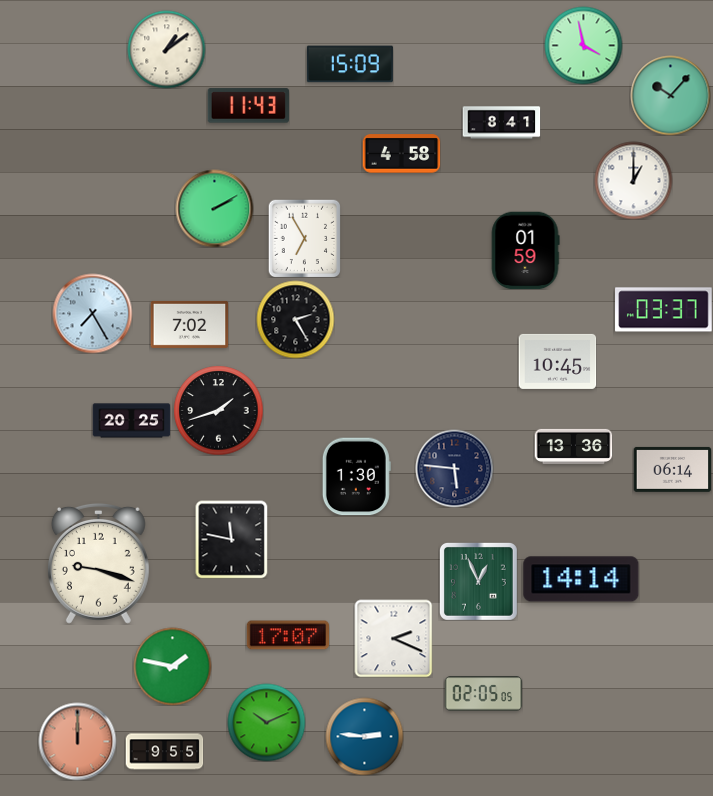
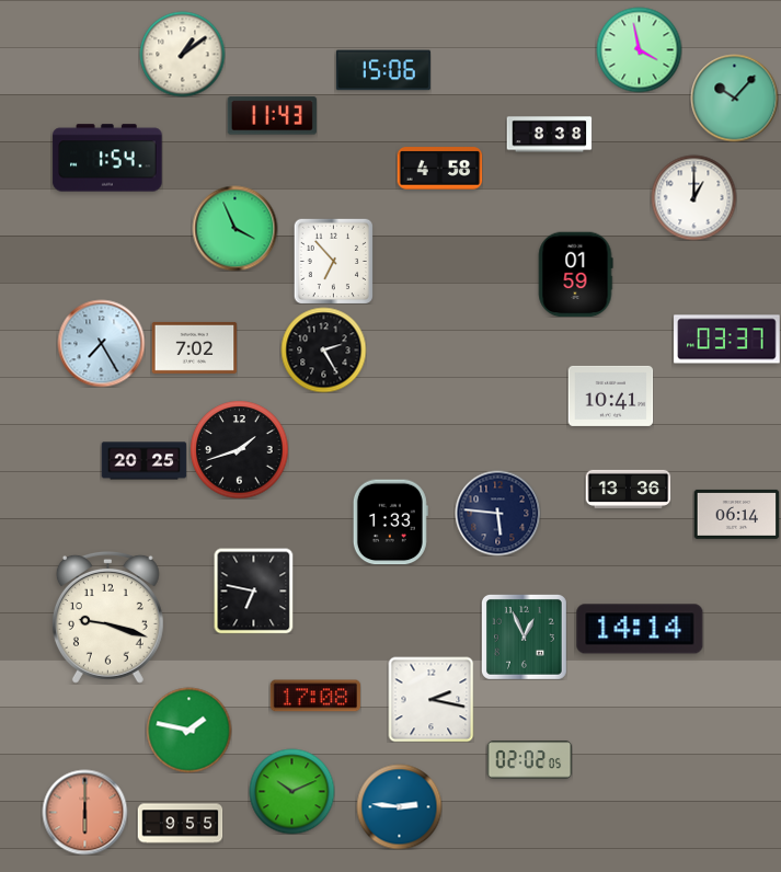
clock at (350, 64): 15:09 -> 15:06
clock at (670, 95) position: (670, 95) -> (734, 97)
clock at (501, 123): 8:41 -> 8:38
clock at (107, 158): none -> 1:54
clock at (214, 208): 2:10 -> 3:56
clock at (304, 238): 6:55 -> 6:53
clock at (189, 324) position: (189, 324) -> (194, 347)
clock at (557, 361): 10:45 -> 10:41
clock at (356, 476): 1:30 -> 1:33
clock at (232, 539): 11:47 -> 6:47
clock at (581, 579) position: (581, 579) -> (640, 629)
clock at (287, 635): 17:07 -> 17:08
clock at (393, 638): 2:19 -> 2:17
clock at (483, 694): 02:05 -> 02:02
clock at (77, 741): 12:00 -> 6:00
